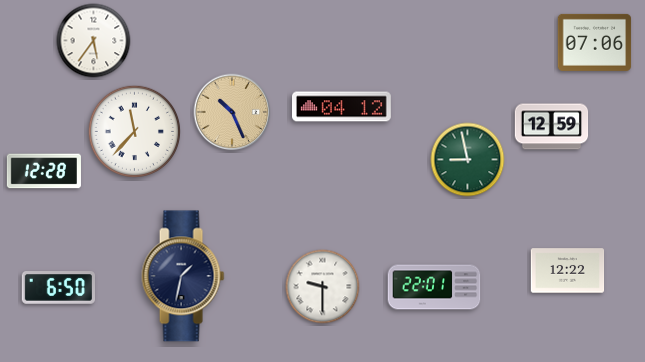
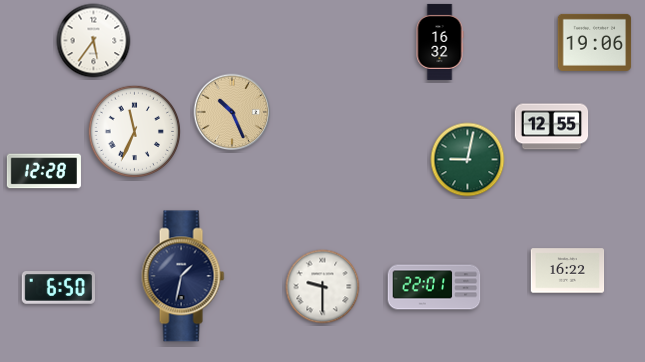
clock at (440, 42): none -> 16:32
clock at (595, 42): 07:06 -> 19:06
clock at (342, 107): 04:12 -> none
clock at (552, 127): 12:59 -> 12:55
clock at (134, 131): 11:37 -> 11:34
clock at (468, 160): 8:58 -> 9:02
clock at (568, 271): 12:22 -> 16:22
